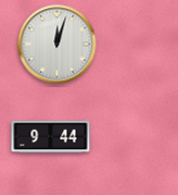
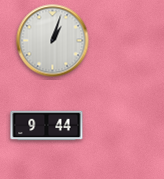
clock at (58, 45): 12:03 -> 1:03
